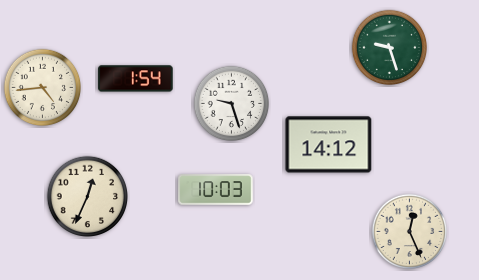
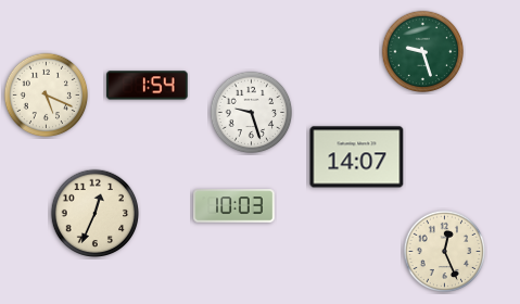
clock at (43, 88): 4:44 -> 5:19
clock at (329, 145): 14:12 -> 14:07
